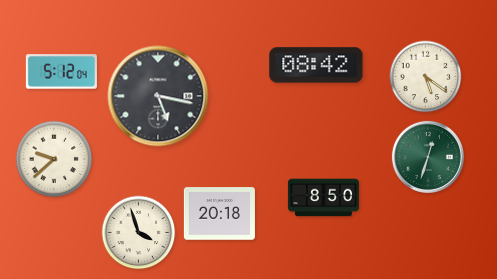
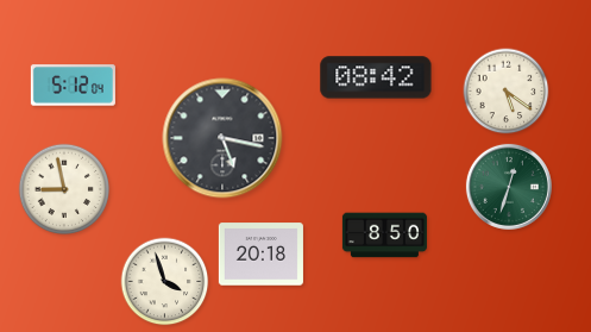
clock at (158, 96) position: (158, 96) -> (222, 138)
clock at (54, 159): 9:38 -> 8:58
clock at (139, 233) position: (139, 233) -> (165, 282)
